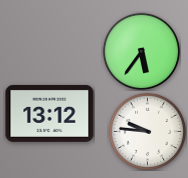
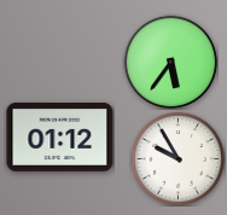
clock at (50, 113): 13:12 -> 01:12
clock at (147, 131): 9:46 -> 9:55
